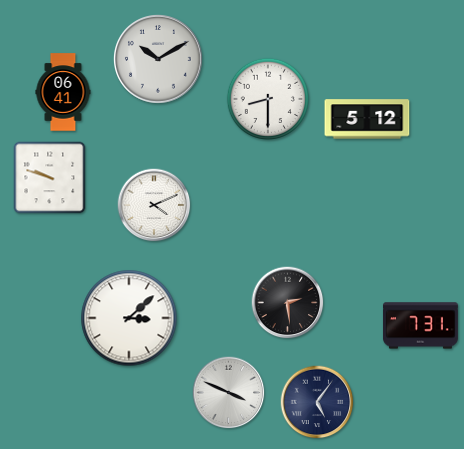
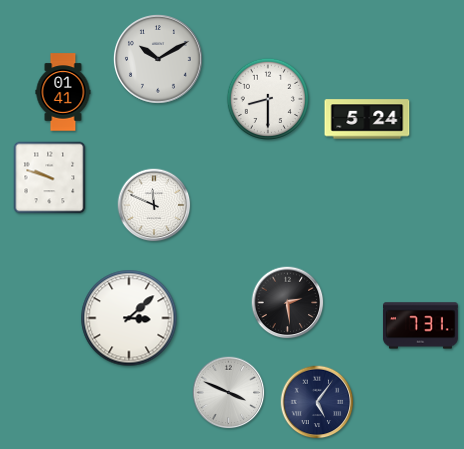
clock at (63, 92): 06:41 -> 01:41
clock at (367, 119): 5:12 -> 5:24
clock at (154, 205): 4:11 -> 11:49
